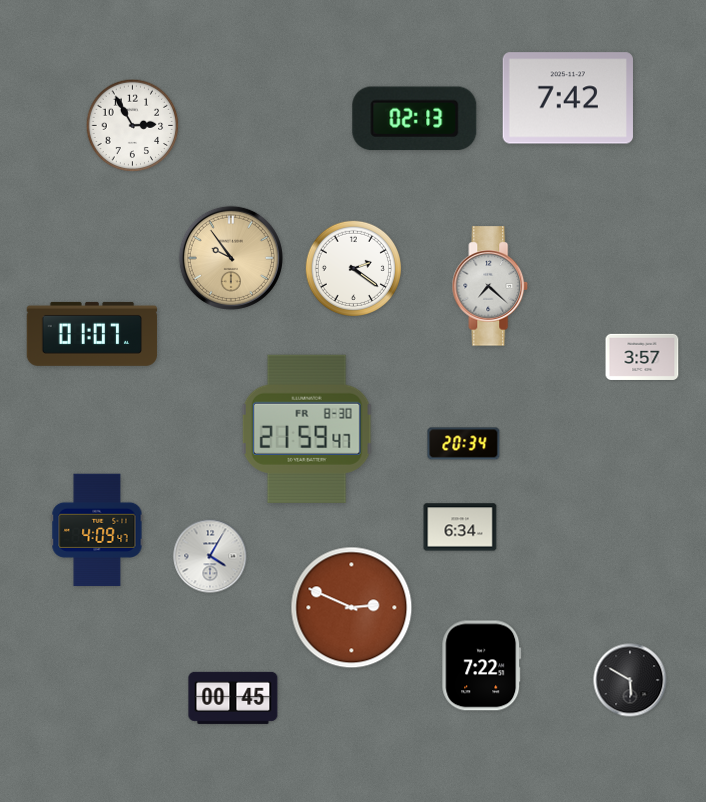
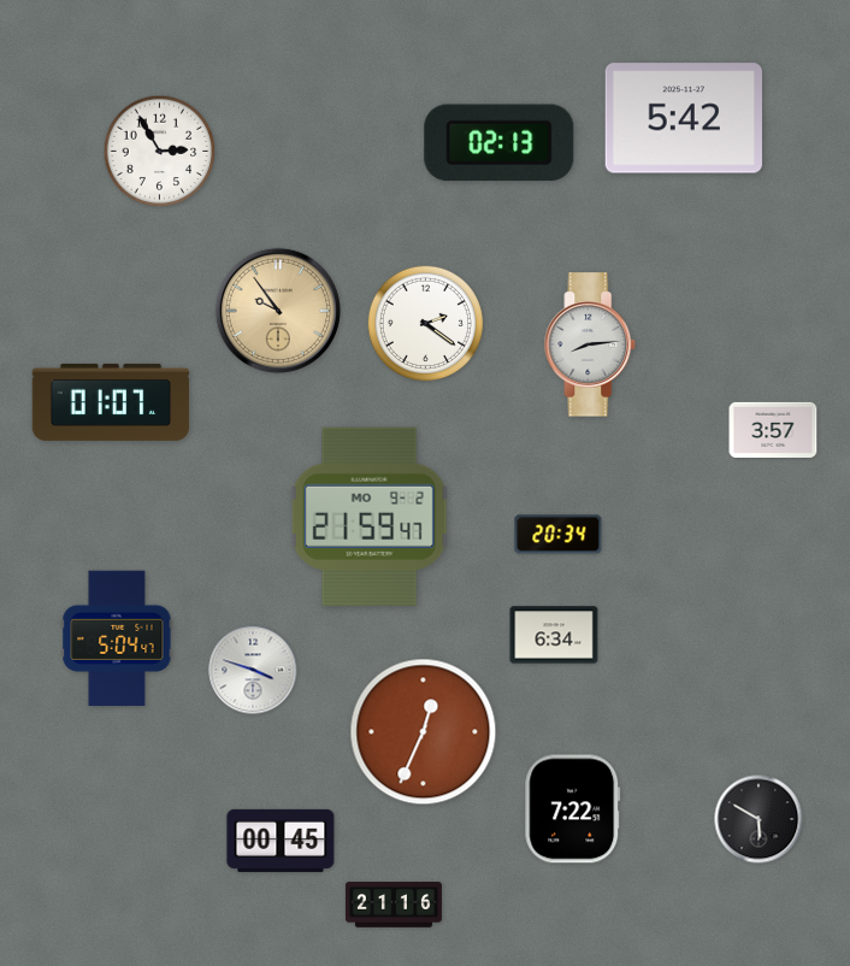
clock at (568, 98): 7:42 -> 5:42
clock at (490, 286): 7:22 -> 8:14
clock at (307, 429) date: FR 8-30 -> MO 9-2
clock at (97, 530): 4:09 -> 5:04
clock at (210, 556): 4:05 -> 3:48
clock at (352, 608): 2:49 -> 12:34
clock at (482, 666) position: (482, 666) -> (573, 809)
clock at (394, 905): none -> 21:16
